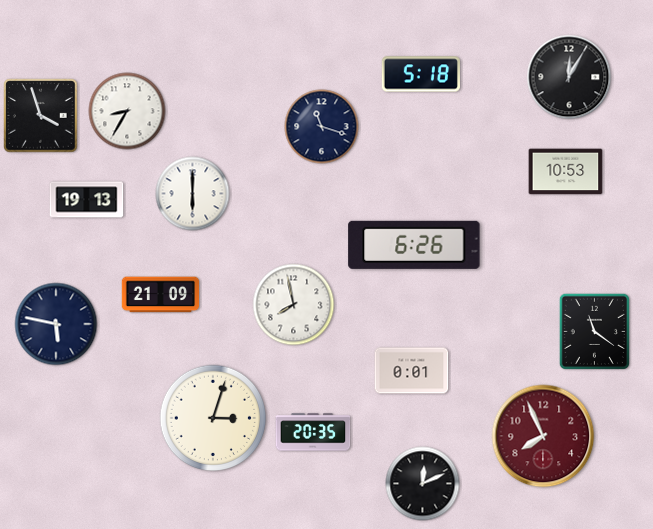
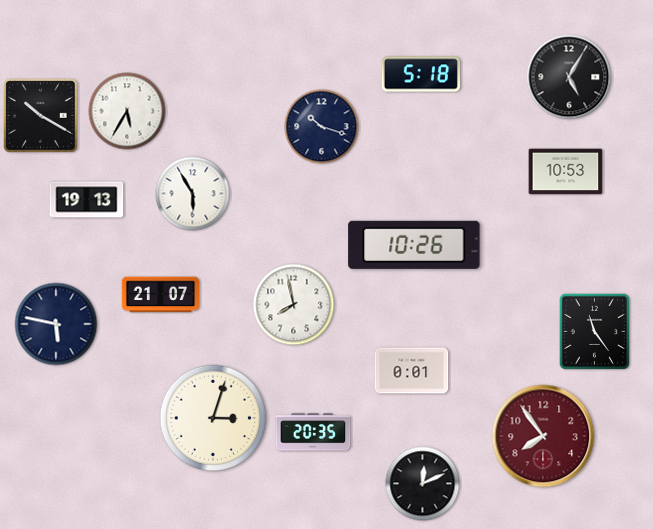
clock at (569, 77): 12:05 -> 5:05
clock at (127, 111): 8:35 -> 5:35
clock at (41, 116): 3:57 -> 10:20
clock at (322, 127): 11:18 -> 10:18
clock at (193, 194): 6:00 -> 5:55
clock at (414, 245): 6:26 -> 10:26
clock at (161, 295): 21:09 -> 21:07
clock at (594, 331): 11:21 -> 11:24
clock at (543, 436): 7:56 -> 7:54
